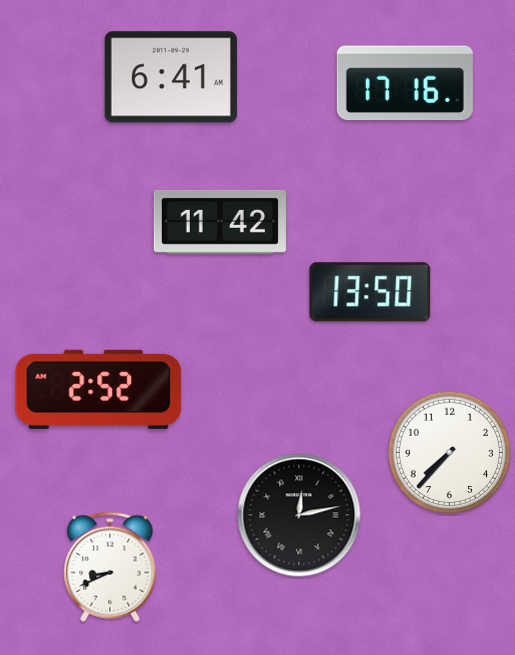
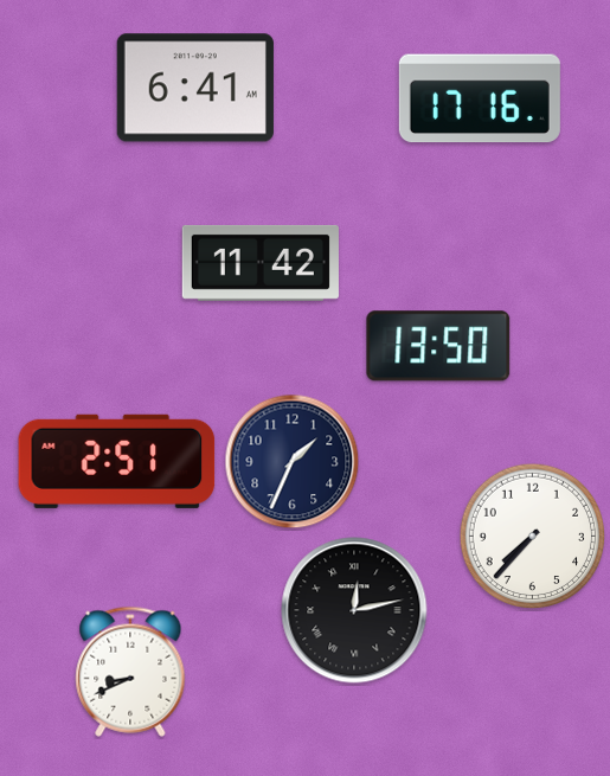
clock at (171, 77) position: (171, 77) -> (195, 88)
clock at (99, 389): 2:52 -> 2:51
clock at (293, 462): none -> 1:34
